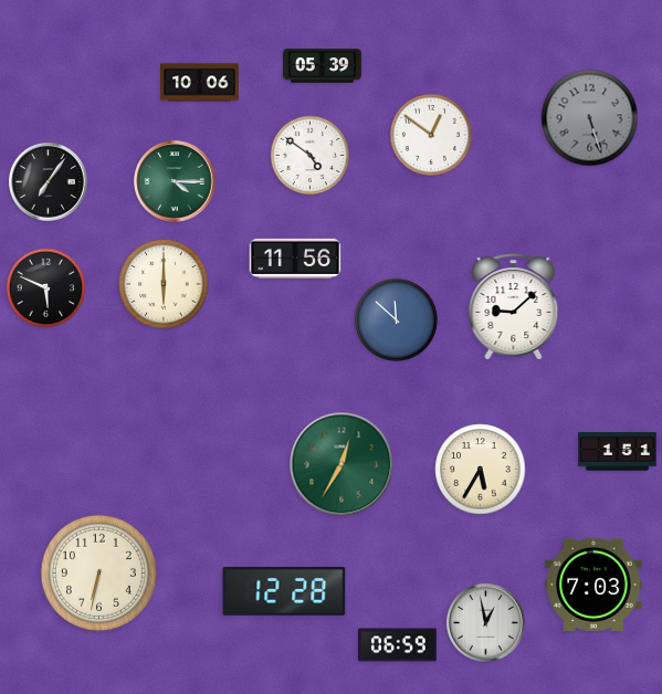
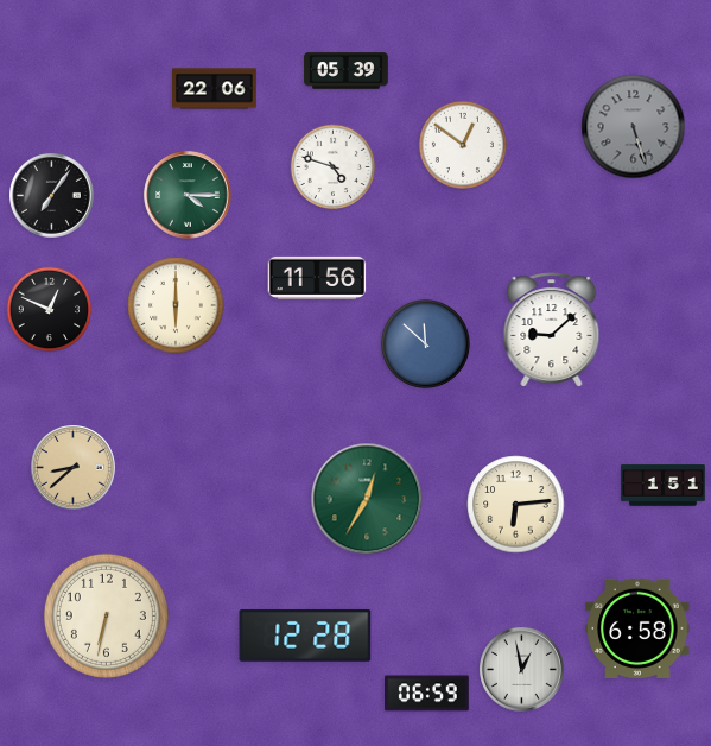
clock at (200, 83): 10:06 -> 22:06
clock at (311, 156): 4:51 -> 4:48
clock at (46, 288): 5:49 -> 12:49
clock at (74, 468): none -> 8:38
clock at (481, 470): 5:35 -> 6:14
clock at (593, 585): 7:03 -> 6:58
